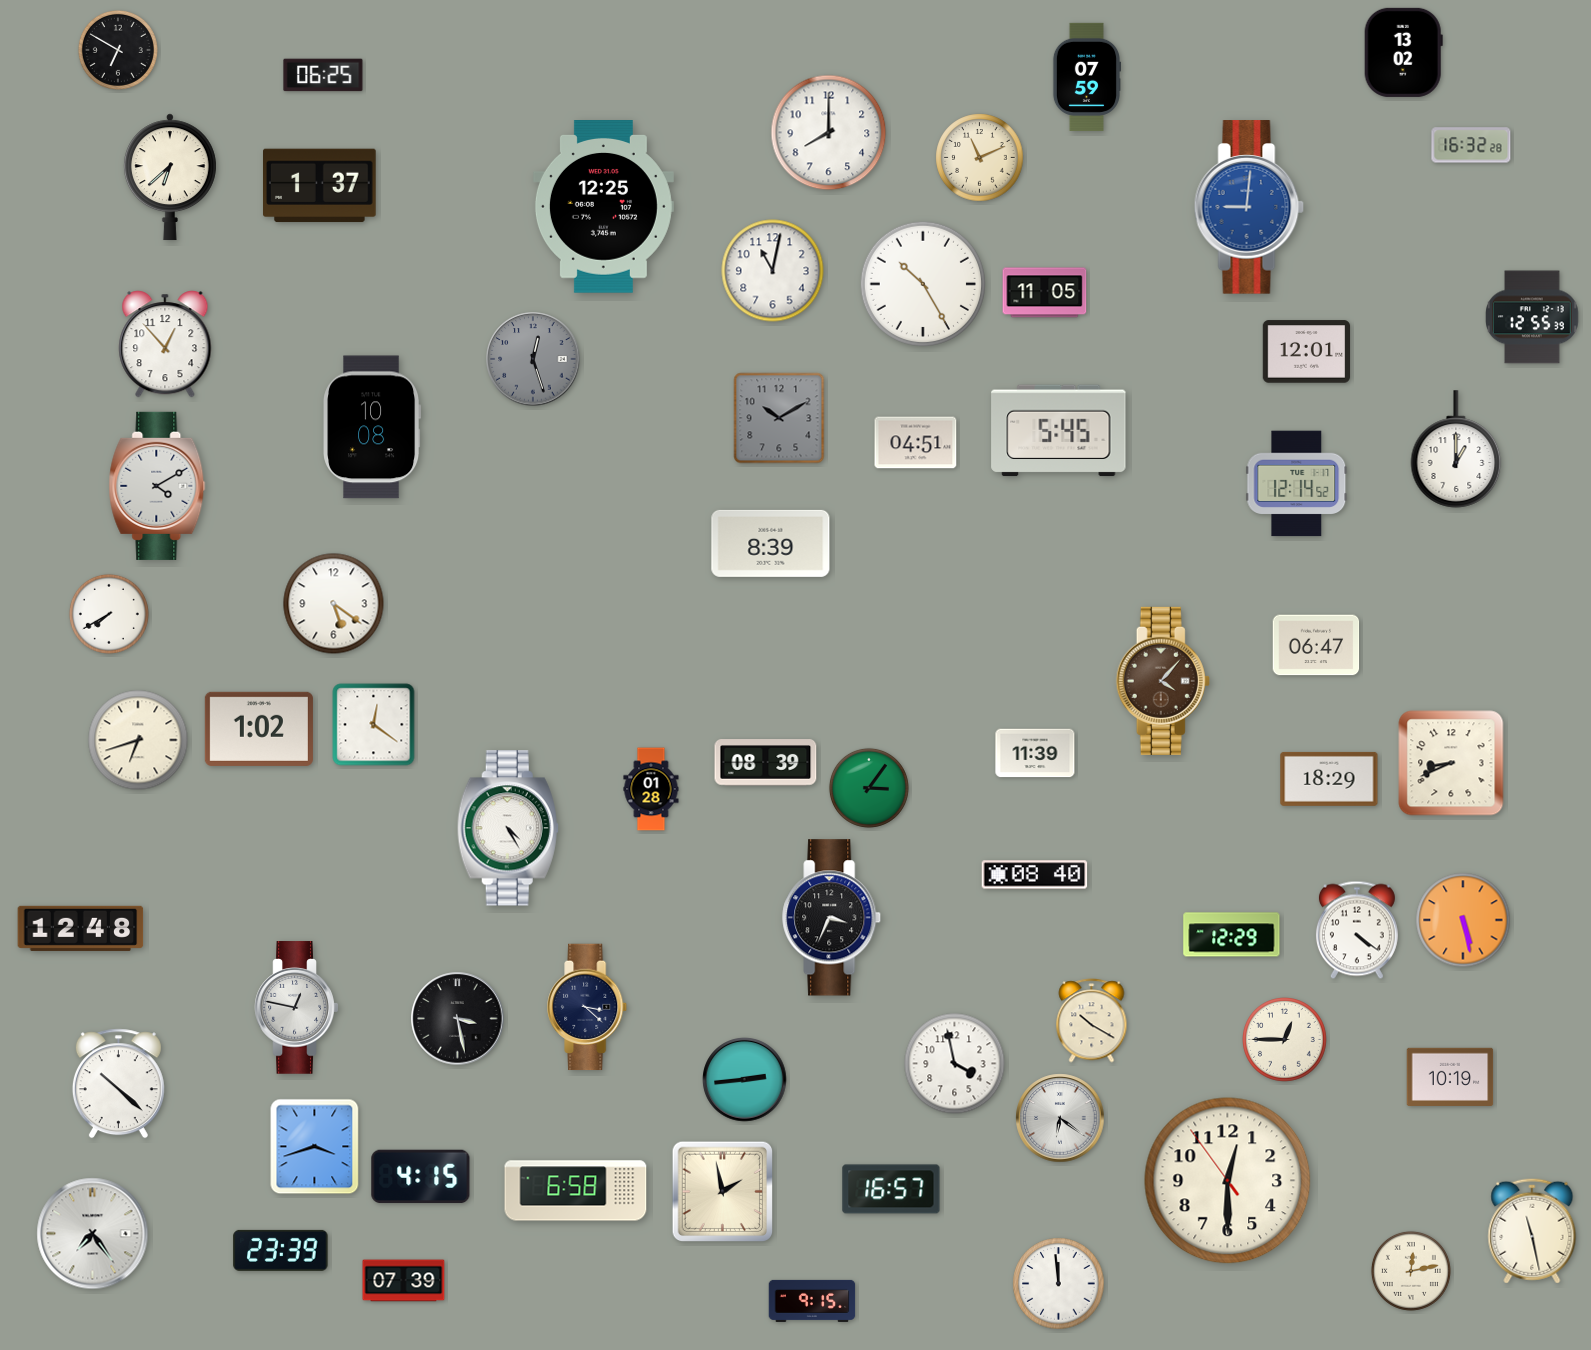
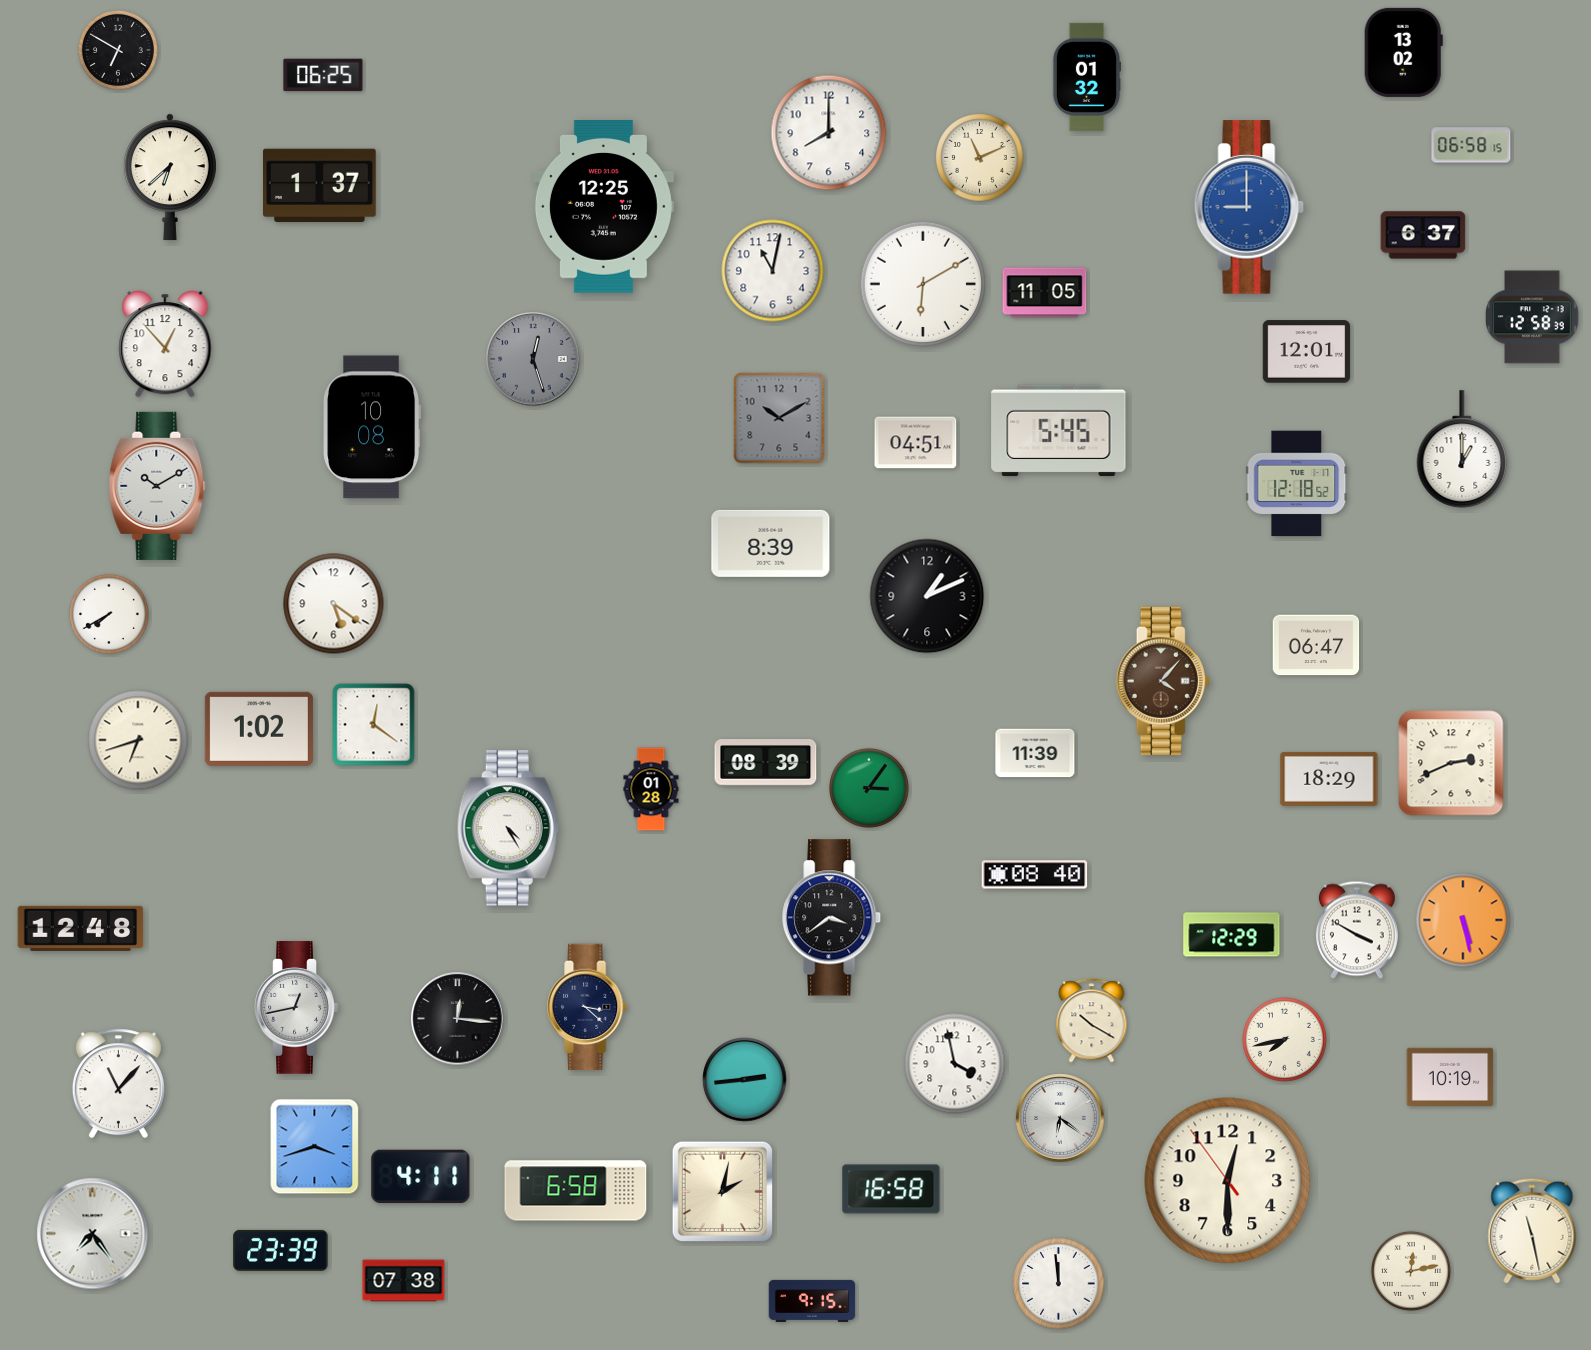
clock at (1087, 77): 07:59 -> 01:32
clock at (1471, 145): 16:32 -> 06:58
clock at (1249, 207): 9:01 -> 9:00
clock at (1423, 235): none -> 6:37
clock at (922, 283): 10:25 -> 6:10
clock at (1533, 317): 12:55 -> 12:58
clock at (1456, 449) position: (1456, 449) -> (1462, 449)
clock at (1297, 484): 12:14 -> 12:18
clock at (157, 486): 4:10 -> 10:10
clock at (927, 596): none -> 1:11
clock at (1451, 763): 8:41 -> 2:41
clock at (832, 918): 3:34 -> 3:39
clock at (1357, 930): 4:21 -> 3:50
clock at (297, 1008): 12:47 -> 12:43
clock at (458, 1019): 3:28 -> 12:16
clock at (1285, 1040): 12:45 -> 7:43
clock at (118, 1084): 10:22 -> 11:07
clock at (421, 1177): 4:15 -> 4:11
clock at (891, 1189): 16:57 -> 16:58
clock at (723, 1192): 1:58 -> 2:02
clock at (404, 1281): 07:39 -> 07:38
